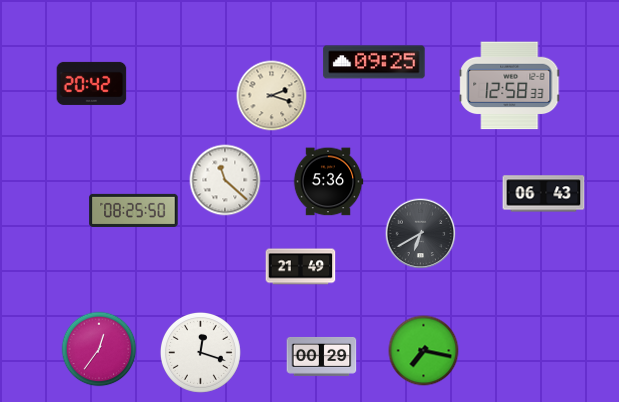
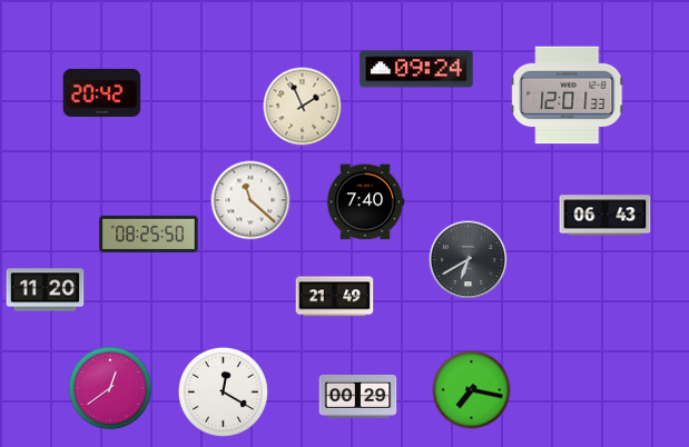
clock at (374, 62): 09:25 -> 09:24
clock at (510, 86): 12:58 -> 12:01
clock at (272, 96): 2:18 -> 1:56
clock at (328, 182): 5:36 -> 7:40
clock at (46, 290): none -> 11:20
clock at (99, 349): 12:36 -> 12:39
clock at (200, 352): 12:18 -> 12:20
